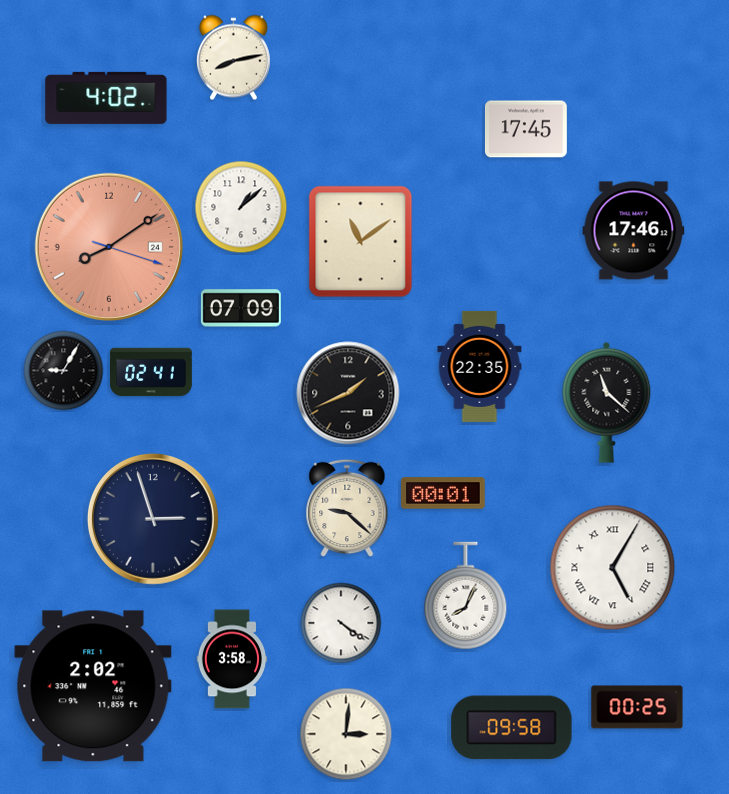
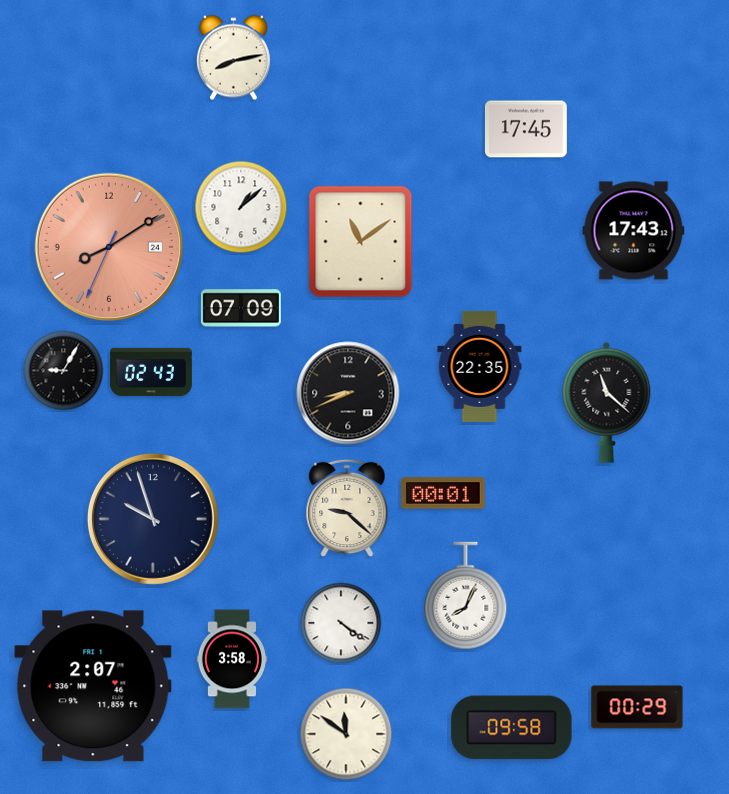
clock at (106, 98): 4:02 -> none
clock at (634, 231): 17:46 -> 17:43
clock at (109, 247): 8:09:18 -> 8:09:34
clock at (152, 372): 02:41 -> 02:43
clock at (348, 393): 1:41 -> 8:41
clock at (153, 519): 2:57 -> 9:57
clock at (613, 568): 5:05 -> none
clock at (93, 686): 2:02 -> 2:07
clock at (637, 707): 00:25 -> 00:29
clock at (346, 734): 3:01 -> 11:51
